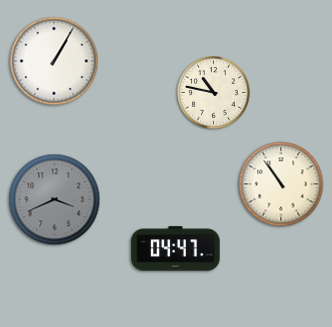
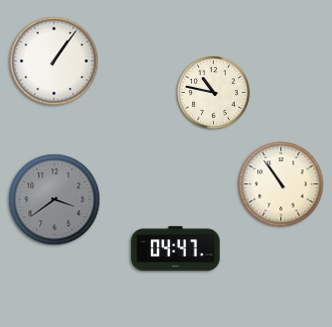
clock at (54, 61): 1:05 -> 1:06
clock at (55, 200): 3:41 -> 3:39
